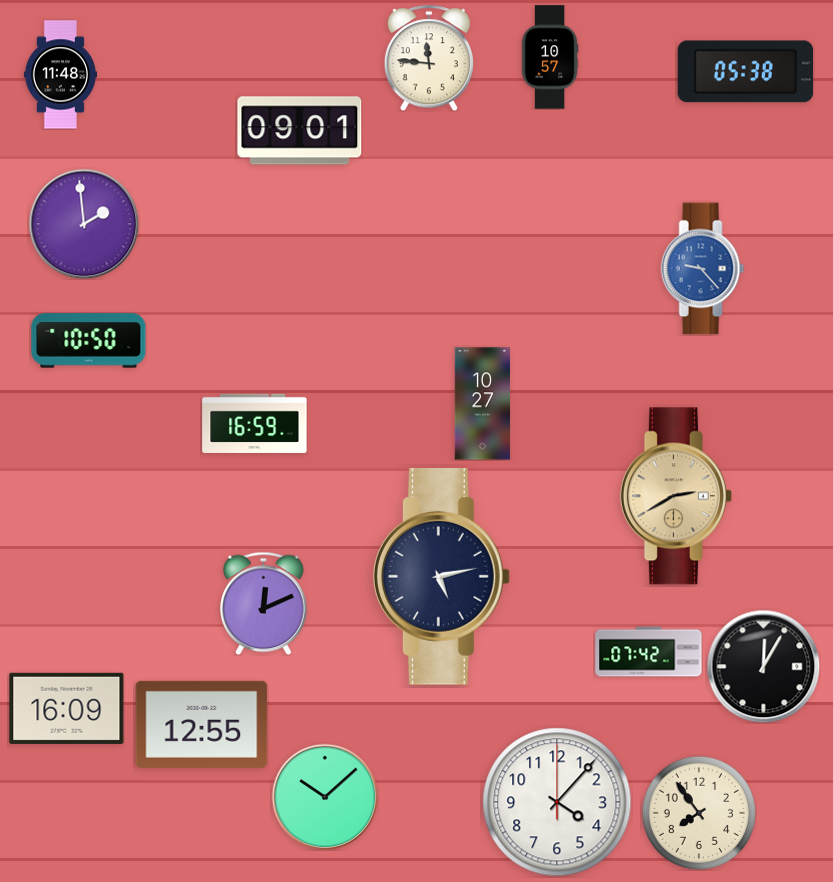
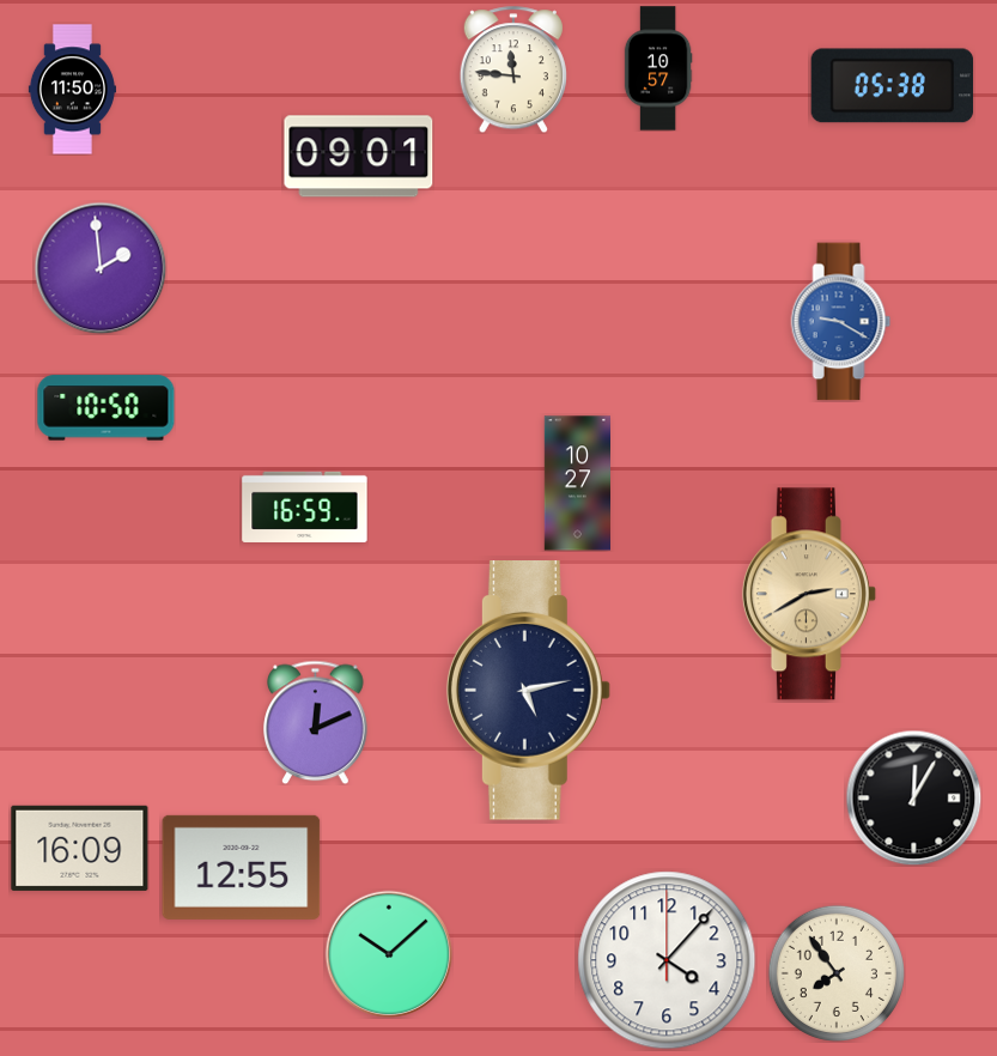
clock at (60, 75): 11:48 -> 11:50
clock at (703, 269): 9:23 -> 9:20
clock at (649, 652): 07:42 -> none
